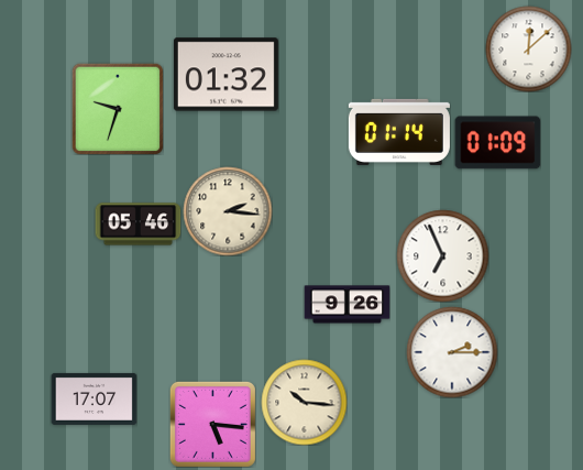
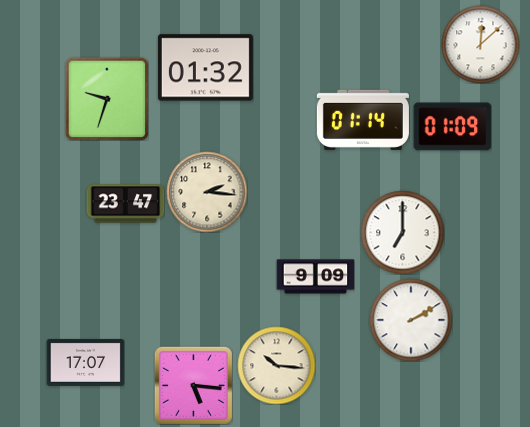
clock at (497, 143) position: (497, 143) -> (452, 127)
clock at (137, 225): 05:46 -> 23:47
clock at (442, 255): 6:56 -> 7:00
clock at (346, 305): 9:26 -> 9:09
clock at (452, 352): 2:15 -> 2:10
